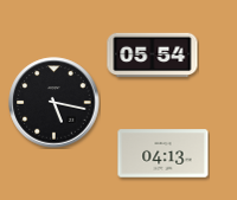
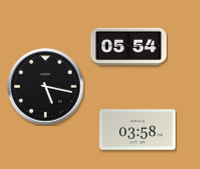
clock at (164, 154): 04:13 -> 03:58
